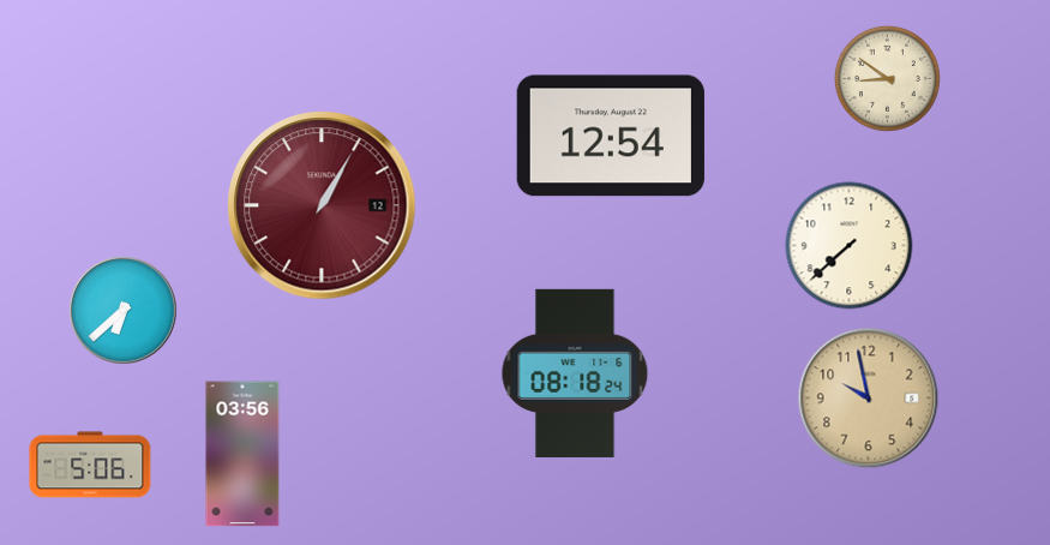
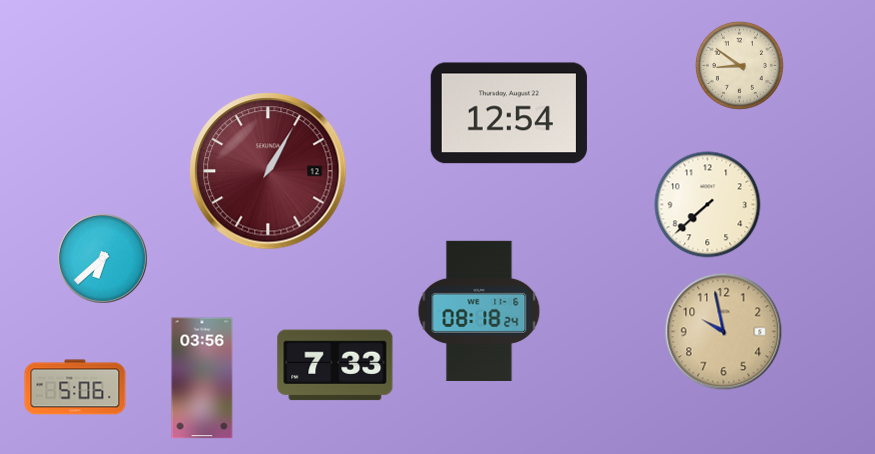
clock at (335, 365): none -> 7:33
